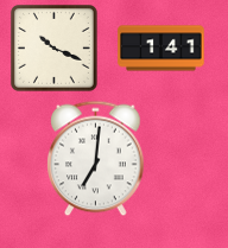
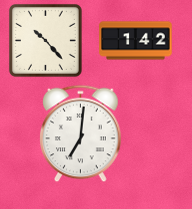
clock at (53, 47): 10:19 -> 10:23
clock at (161, 49): 1:41 -> 1:42
